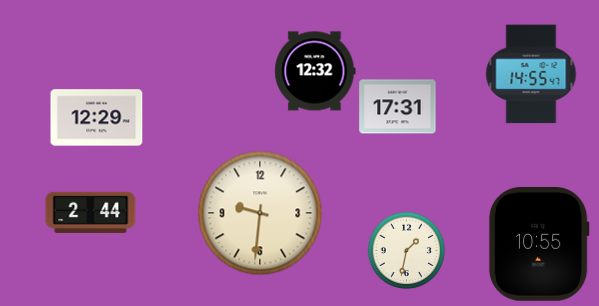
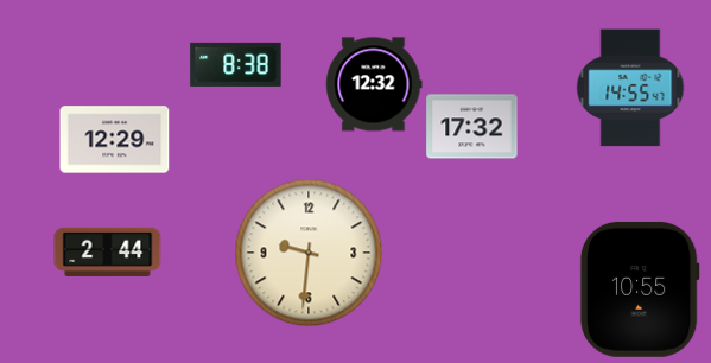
clock at (236, 64): none -> 8:38
clock at (398, 107): 17:31 -> 17:32
clock at (406, 250): 1:32 -> none
